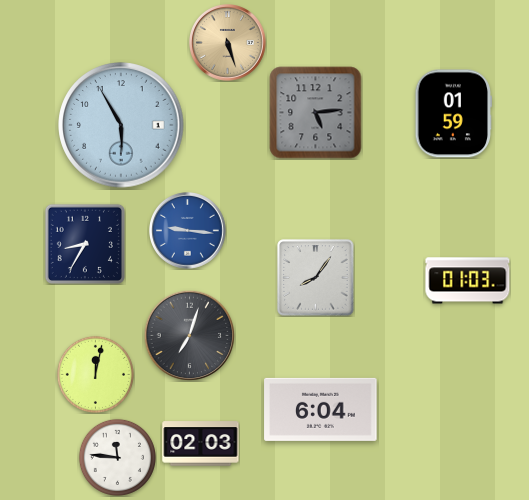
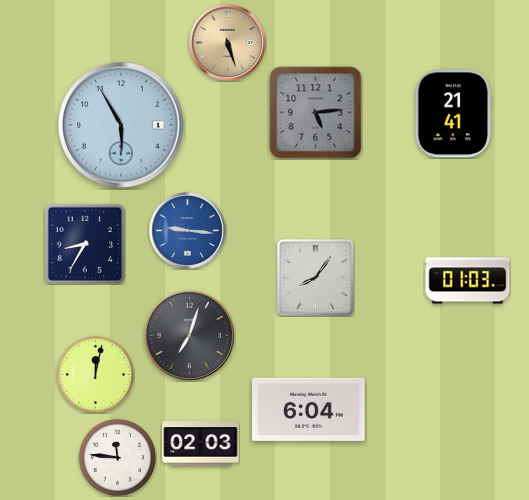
clock at (453, 114): 01:59 -> 21:41
clock at (321, 409) position: (321, 409) -> (309, 409)
